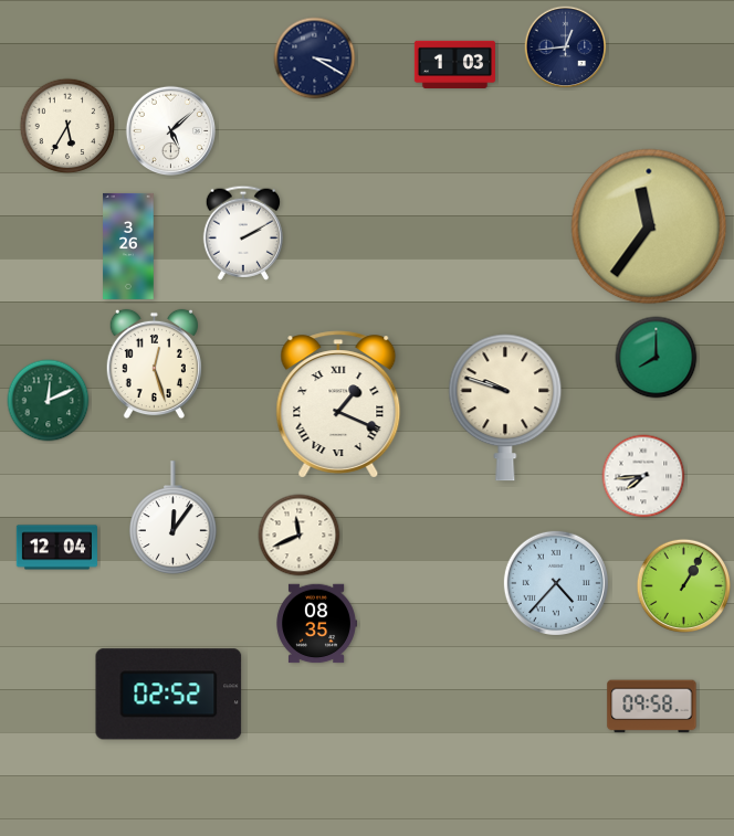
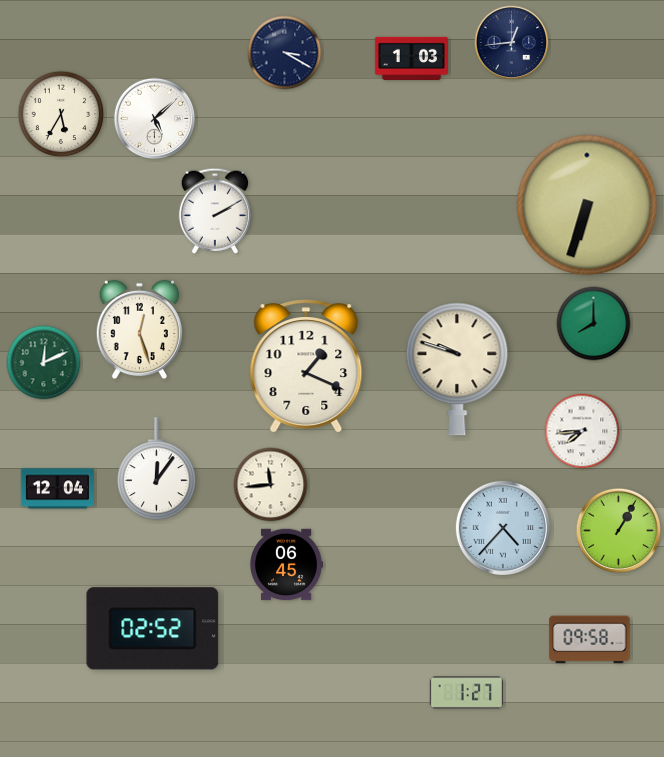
clock at (649, 226): 11:36 -> 6:33
clock at (243, 233) position: (243, 233) -> (215, 211)
clock at (128, 246): 3:26 -> none
clock at (338, 404) numerals: Roman -> Arabic
clock at (300, 536): 11:41 -> 11:44
clock at (56, 548) position: (56, 548) -> (57, 489)
clock at (316, 624): 08:35 -> 06:45
clock at (466, 693): none -> 1:27
